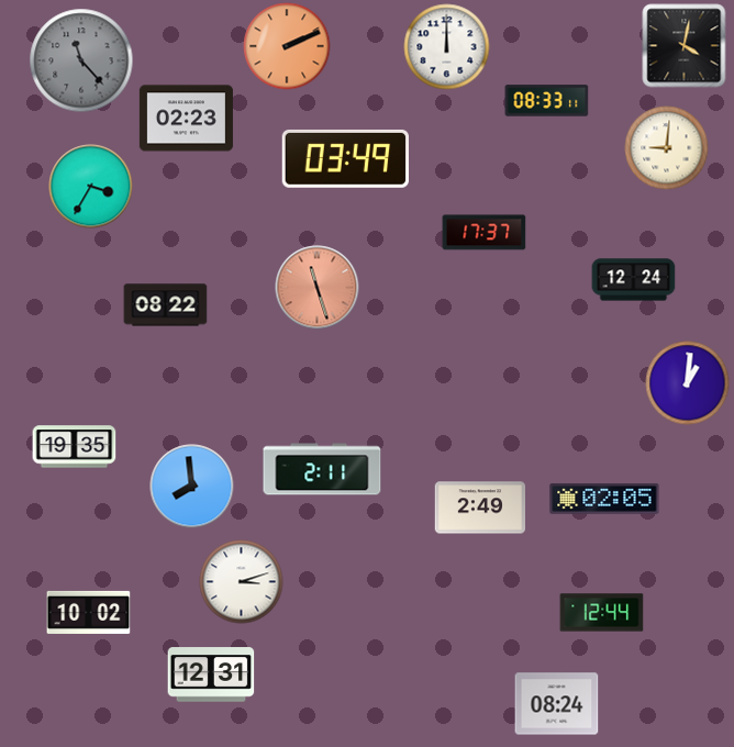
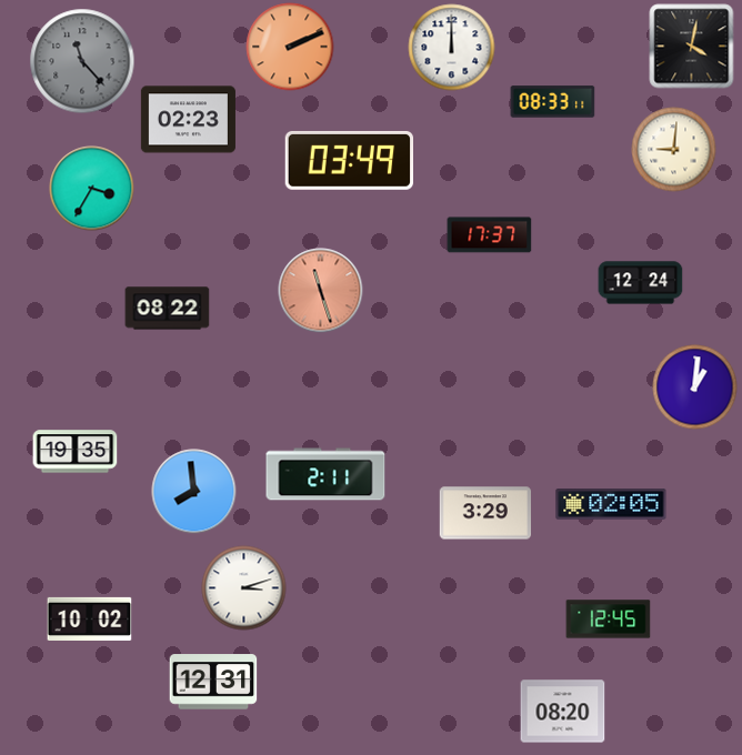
clock at (479, 508): 2:49 -> 3:29
clock at (602, 613): 12:44 -> 12:45
clock at (557, 704): 08:24 -> 08:20
